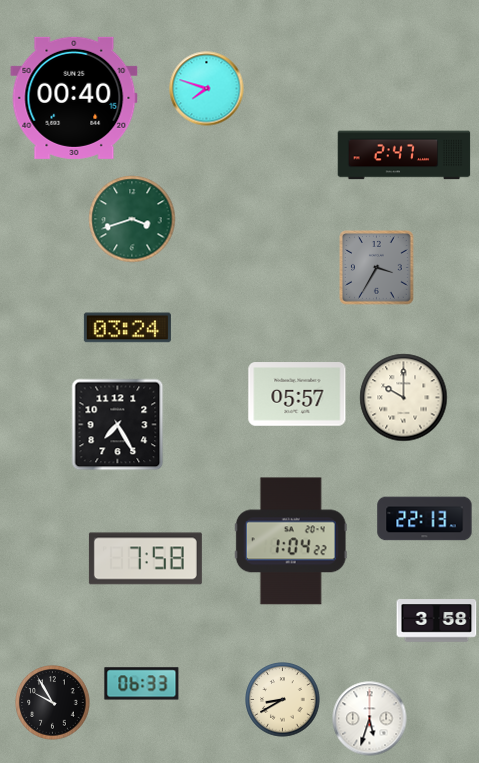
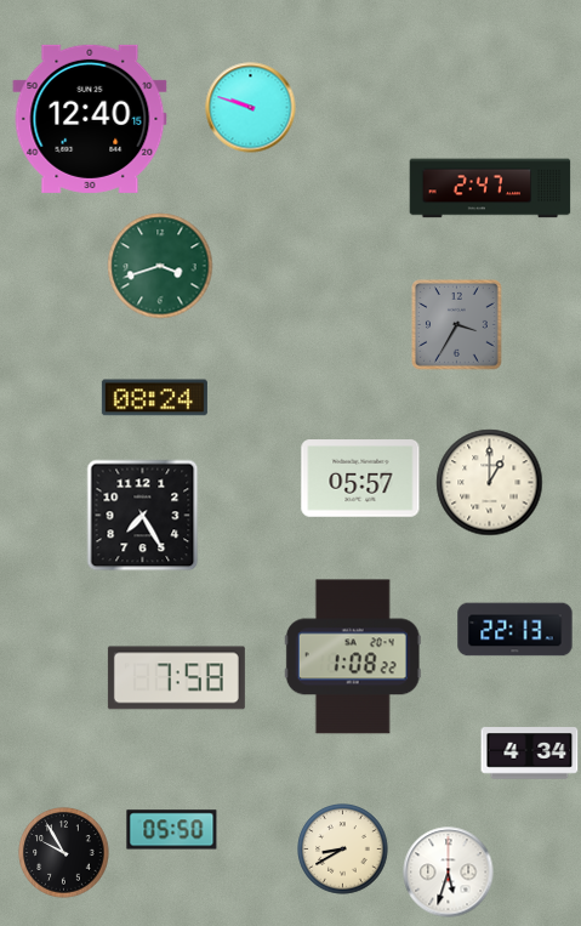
clock at (207, 89): 7:48 -> 9:48
clock at (74, 98): 00:40 -> 12:40
clock at (127, 328): 03:24 -> 08:24
clock at (404, 398): 10:00 -> 1:00
clock at (291, 541): 1:04 -> 1:08
clock at (437, 621): 3:58 -> 4:34
clock at (142, 684): 06:33 -> 05:50
